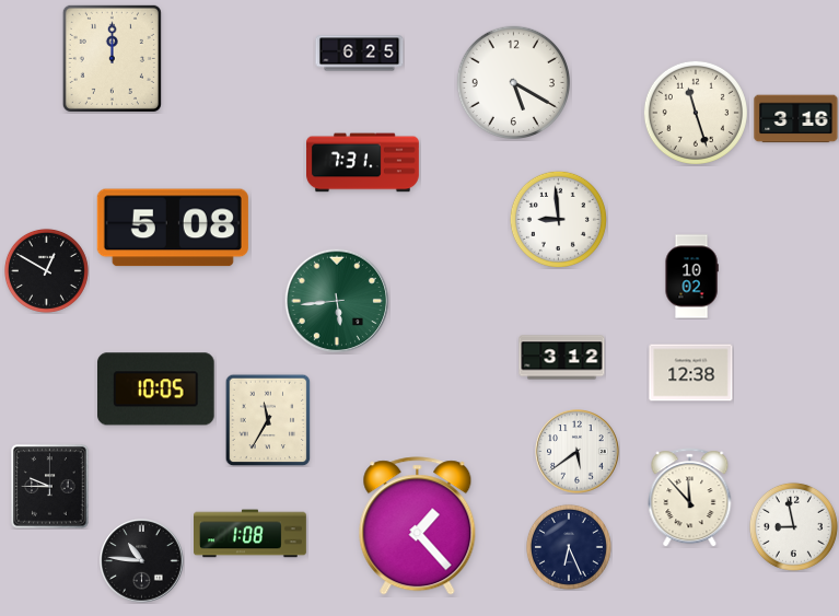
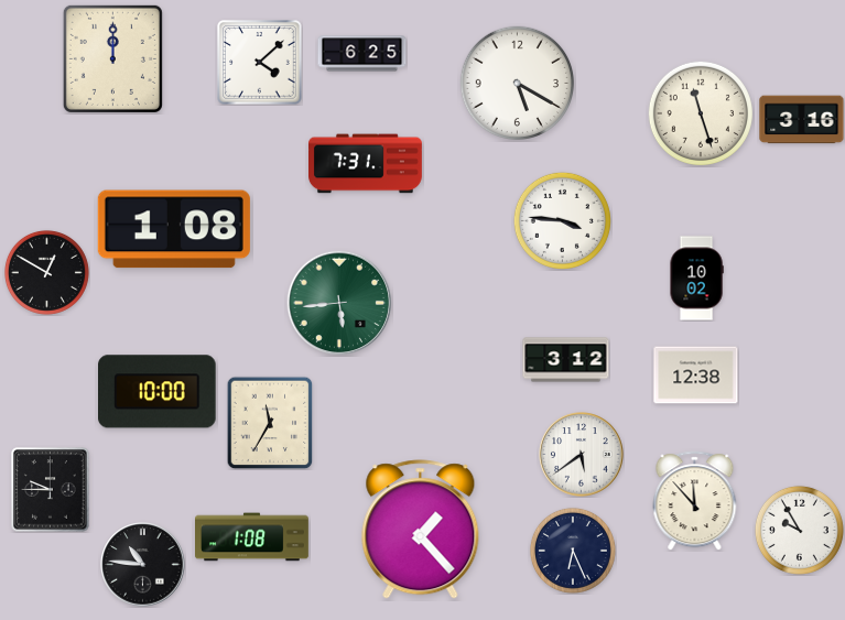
clock at (260, 63): none -> 4:08
clock at (558, 219): 8:59 -> 3:46
clock at (173, 228): 5:08 -> 1:08
clock at (156, 390): 10:05 -> 10:00
clock at (793, 526): 8:58 -> 9:55
